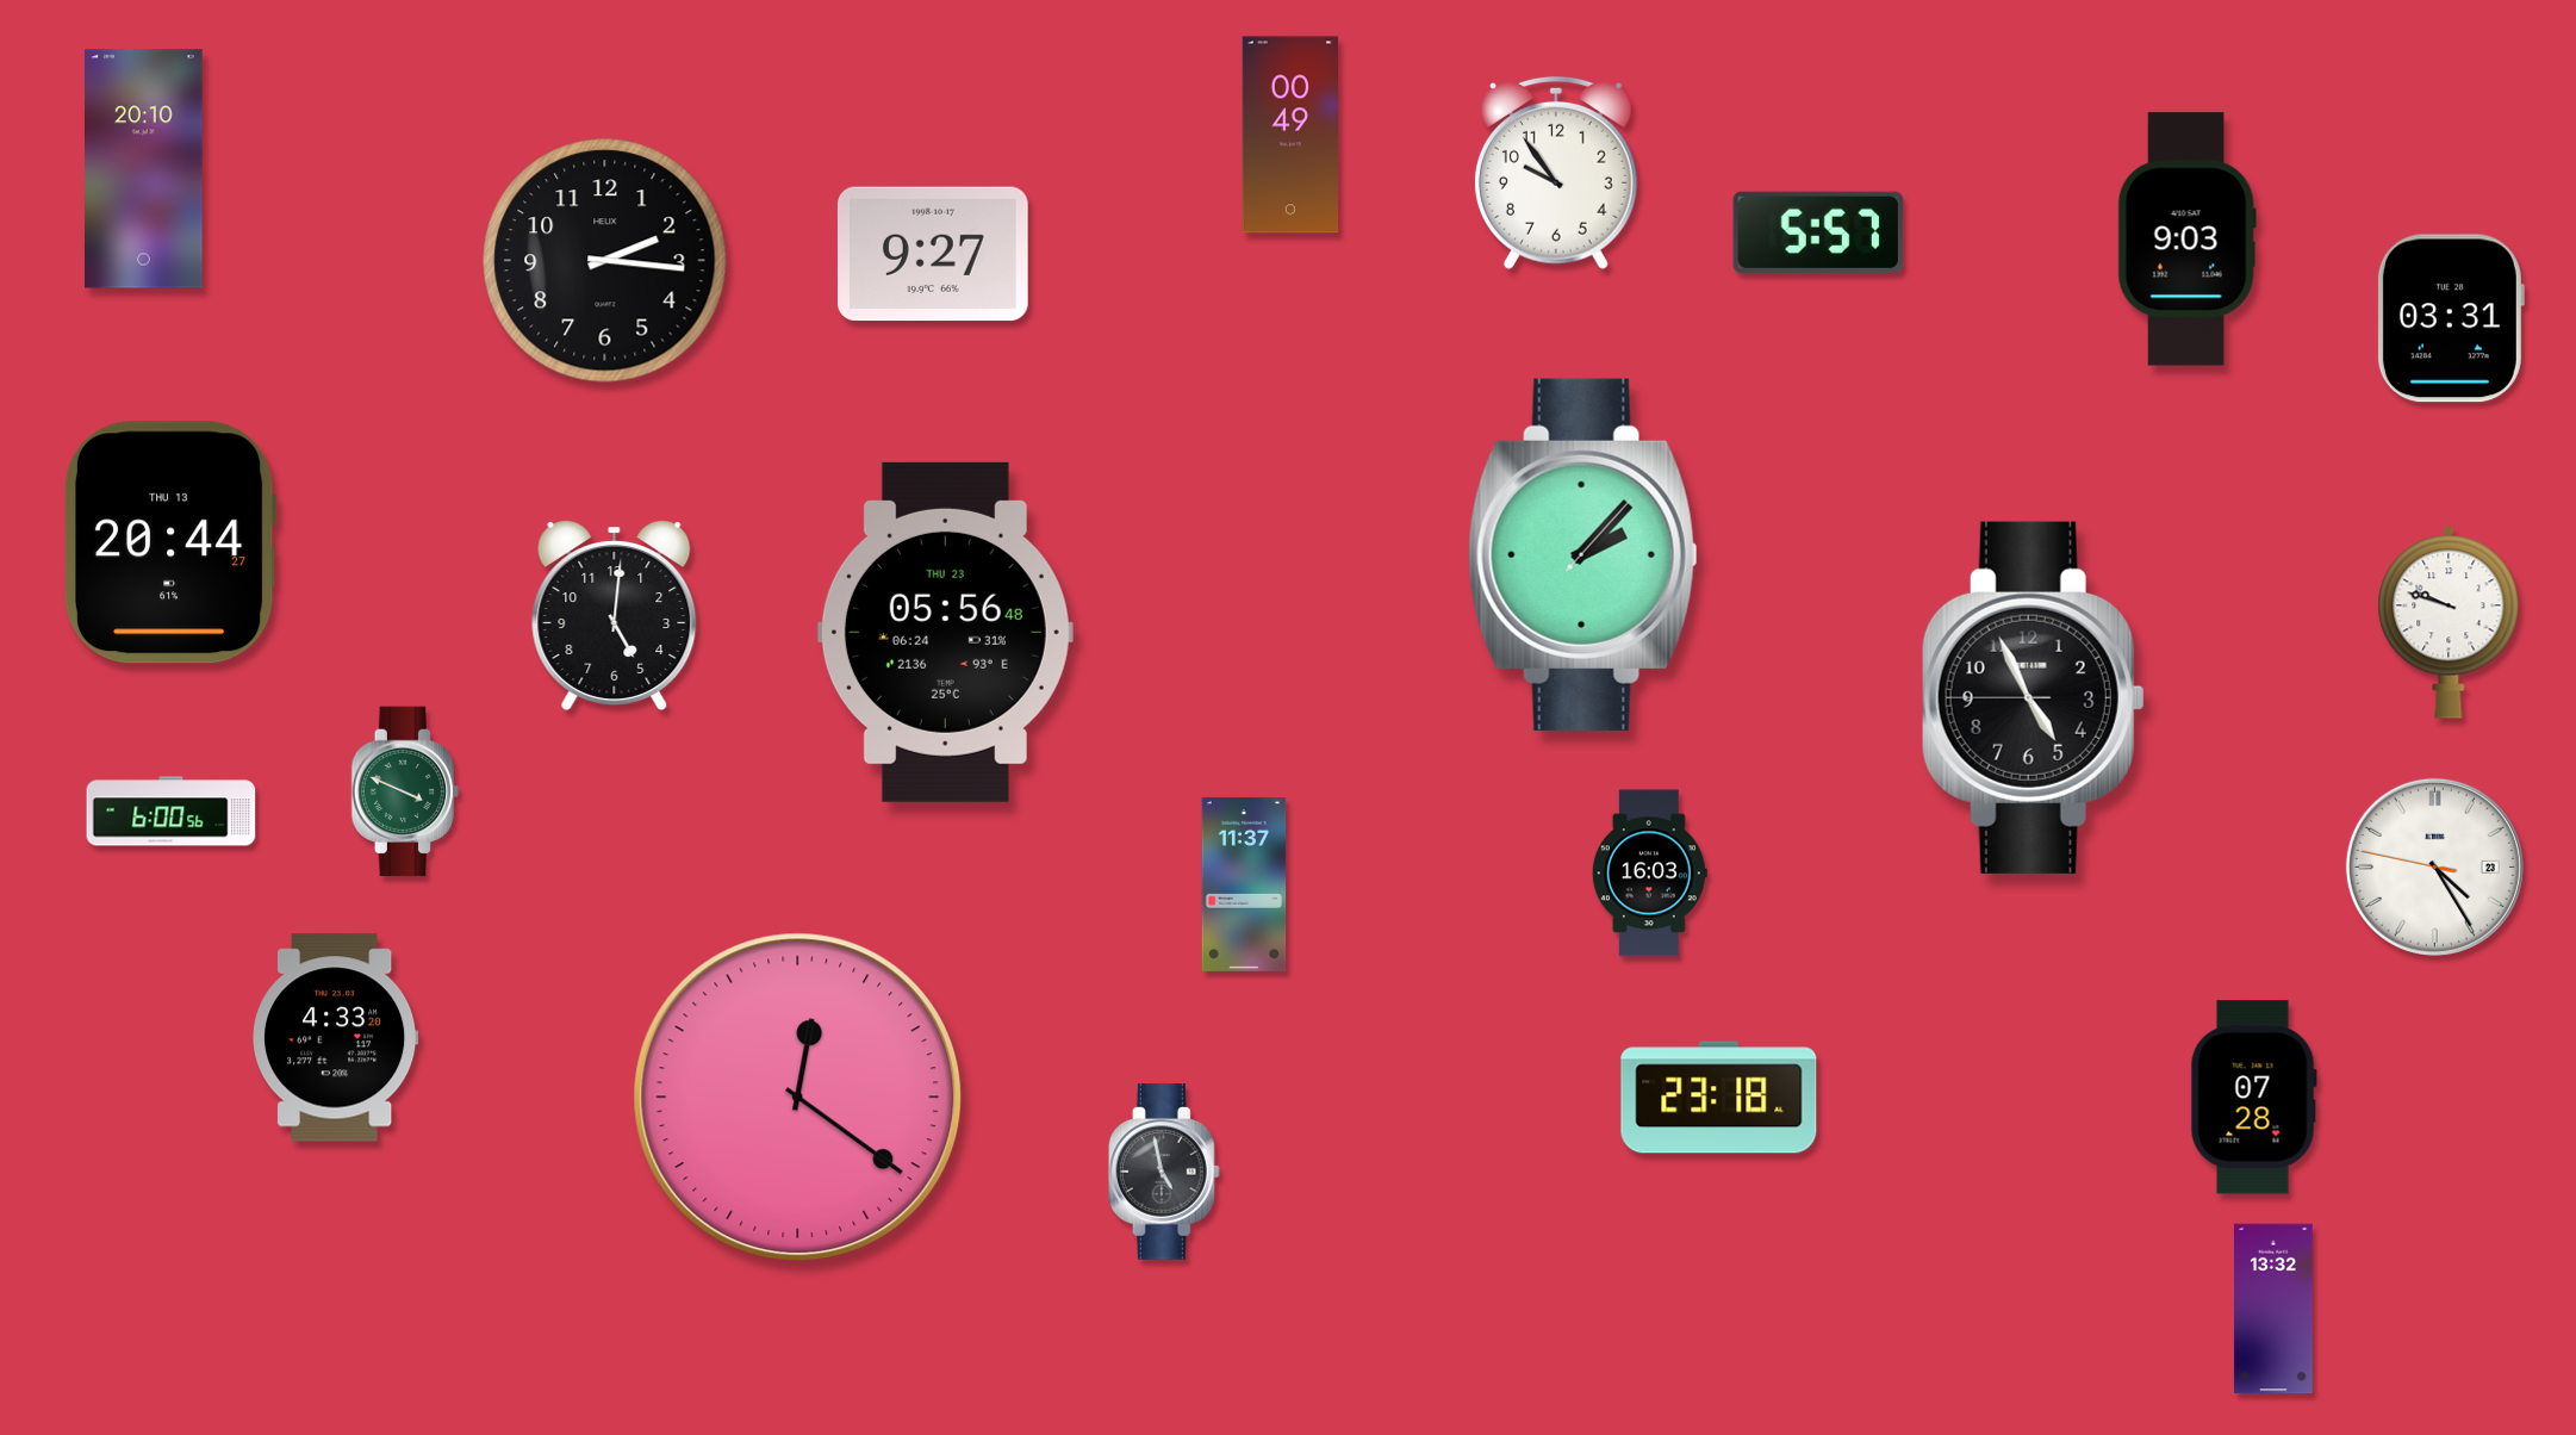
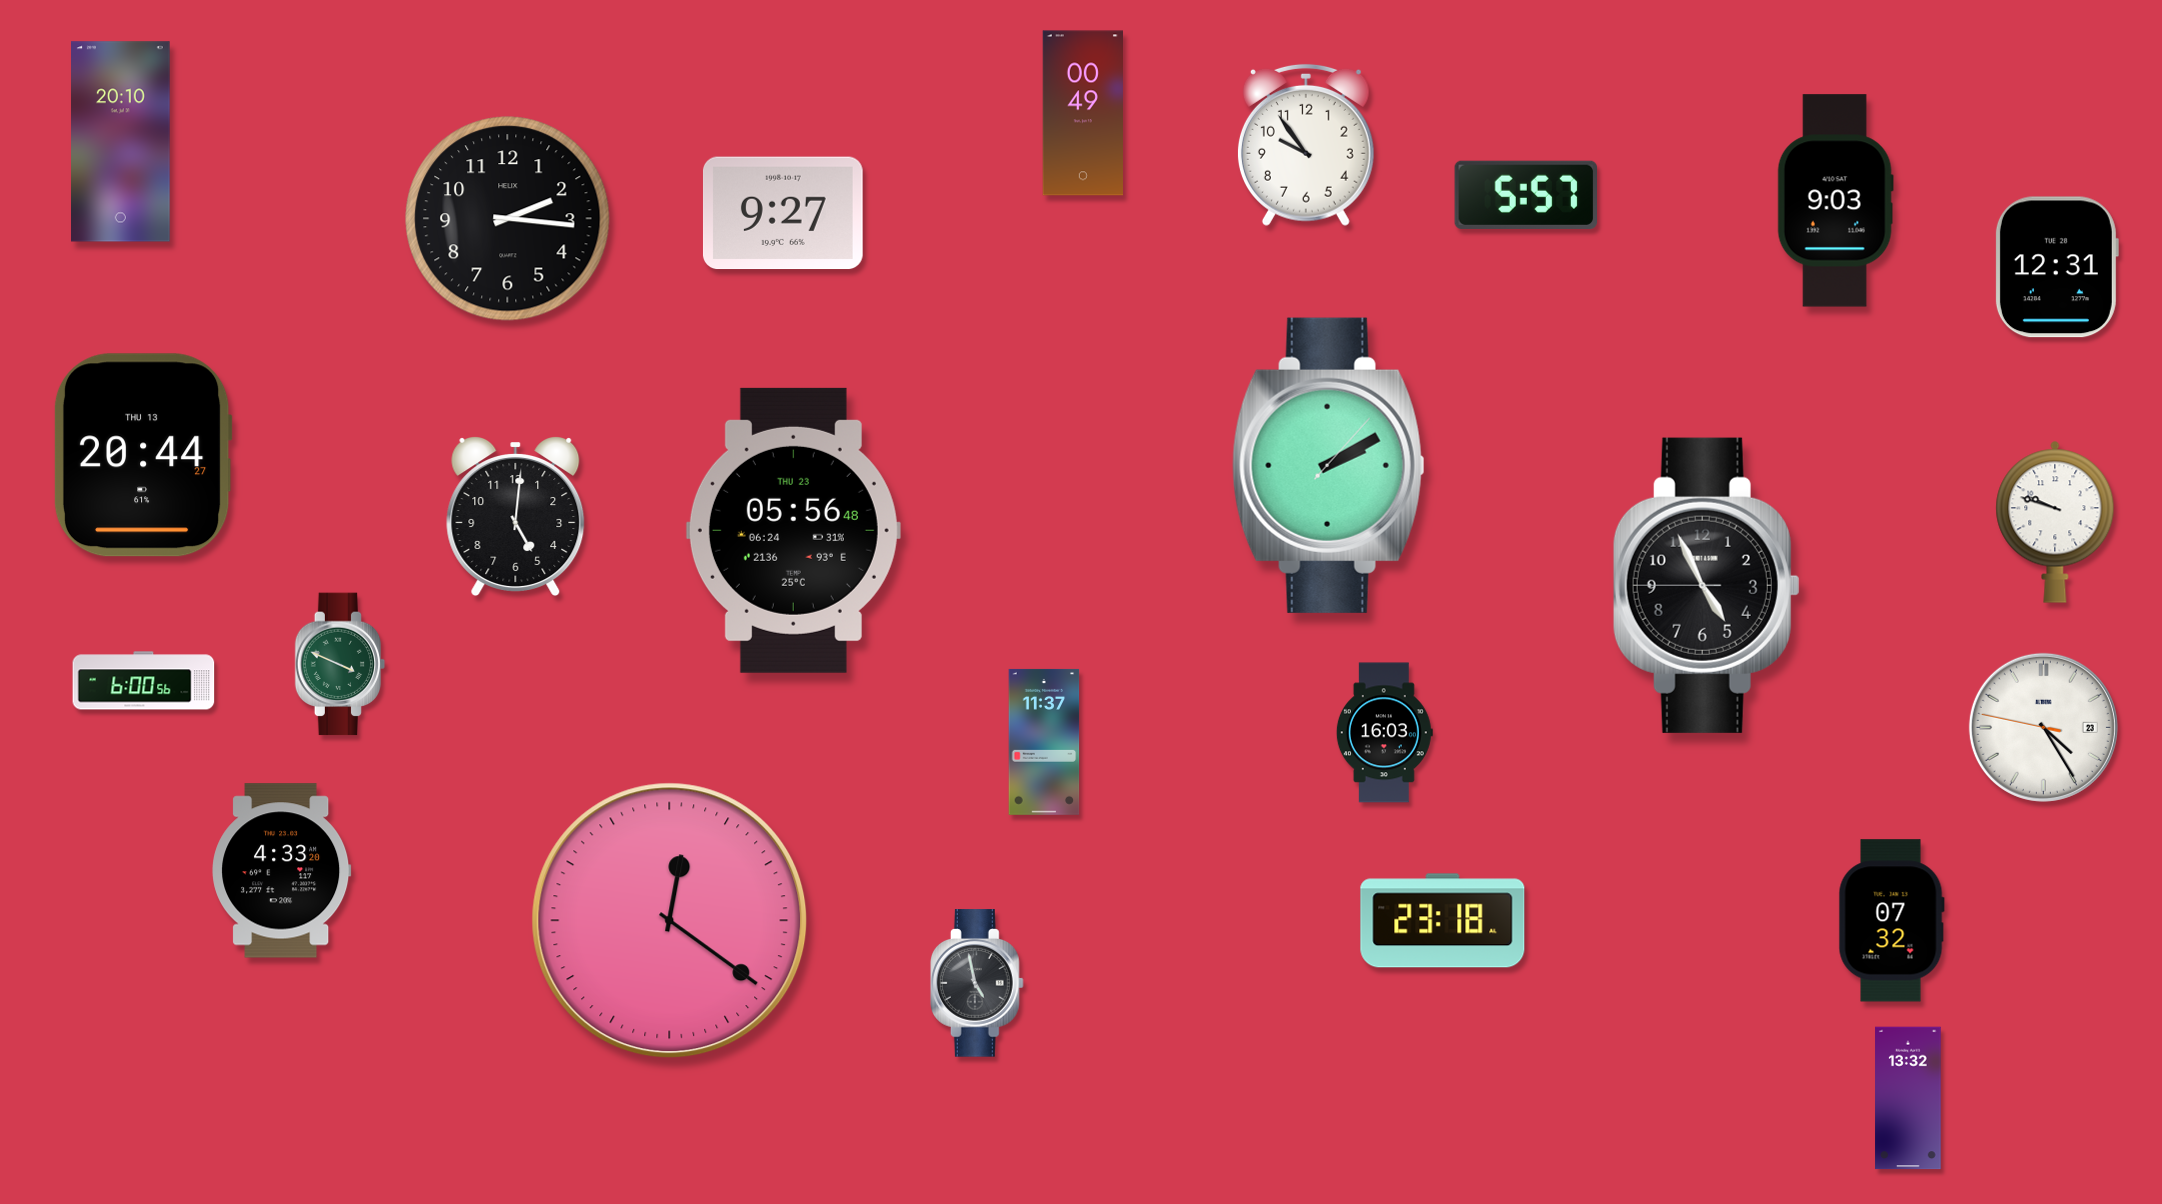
clock at (2450, 318): 03:31 -> 12:31
clock at (1583, 554): 2:07 -> 2:10
clock at (2253, 1098): 07:28 -> 07:32
